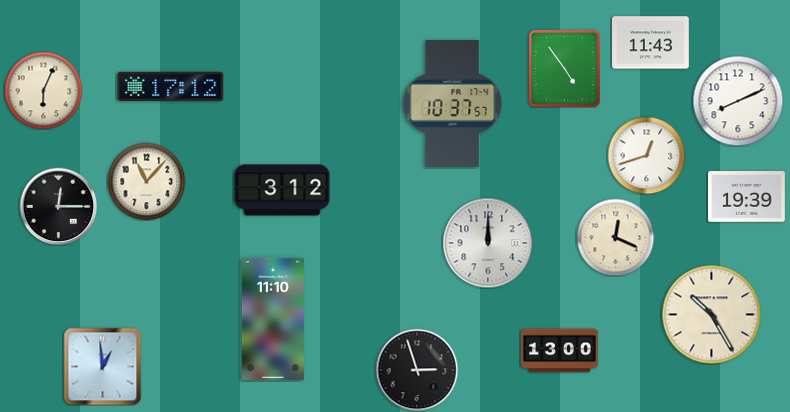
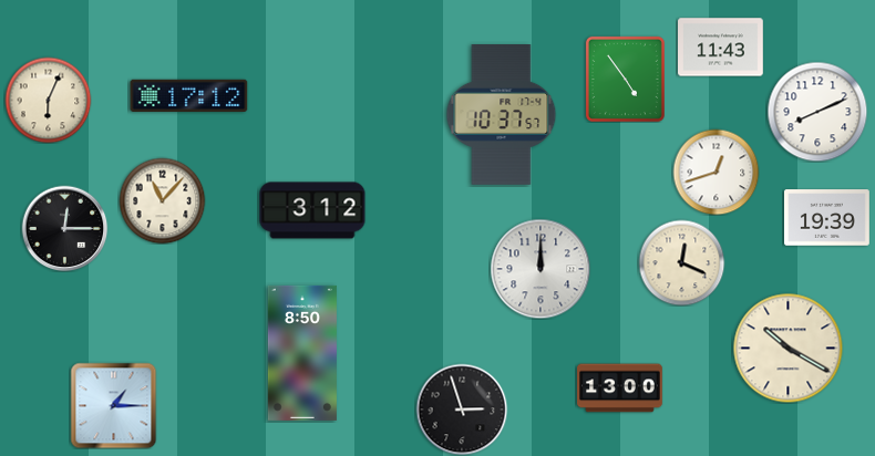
clock at (564, 68) position: (564, 68) -> (625, 79)
clock at (712, 315): 10:25 -> 10:20
clock at (273, 319): 11:10 -> 8:50
clock at (102, 366): 12:59 -> 1:15
